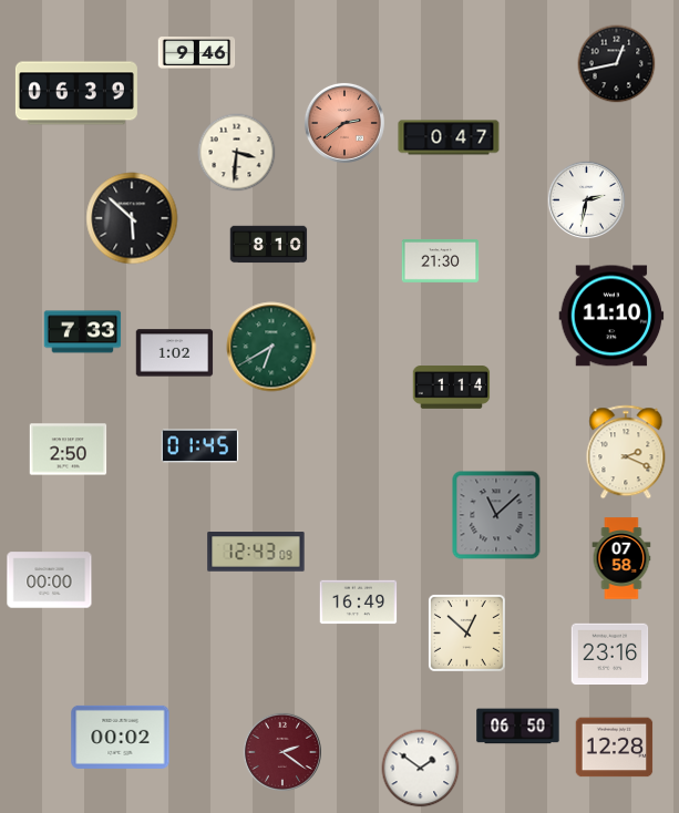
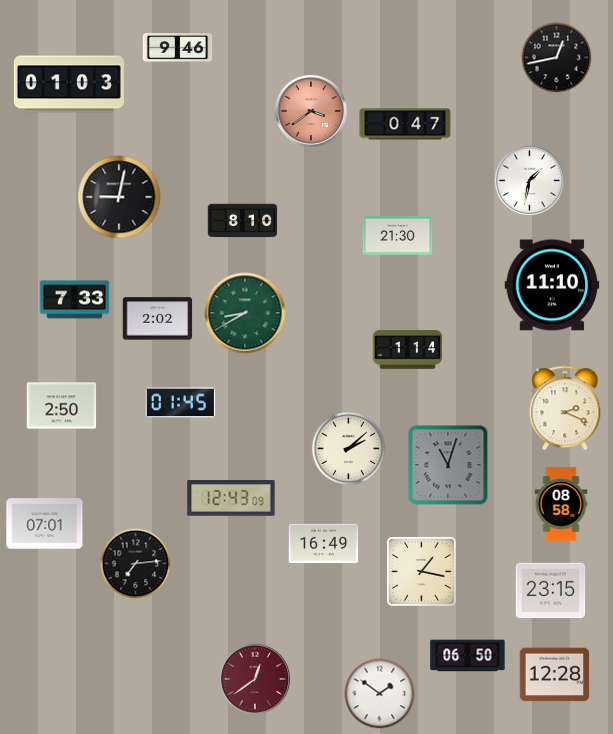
clock at (76, 93): 06:39 -> 01:03
clock at (344, 123): 2:39 -> 3:39
clock at (237, 153): 3:31 -> none
clock at (586, 199): 2:32 -> 1:32
clock at (132, 218): 5:52 -> 9:02
clock at (271, 347): 6:40 -> 8:40
clock at (175, 353): 1:02 -> 2:02
clock at (349, 449): none -> 2:08
clock at (496, 515): 11:08 -> 11:03
clock at (621, 558): 07:58 -> 08:58
clock at (50, 580): 00:00 -> 07:01
clock at (136, 564): none -> 7:14
clock at (466, 632): 12:52 -> 1:17
clock at (610, 655): 23:16 -> 23:15
clock at (121, 737): 00:02 -> none
clock at (282, 752): 2:21 -> 12:39
